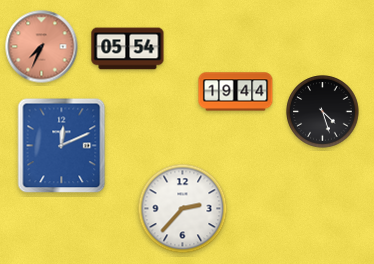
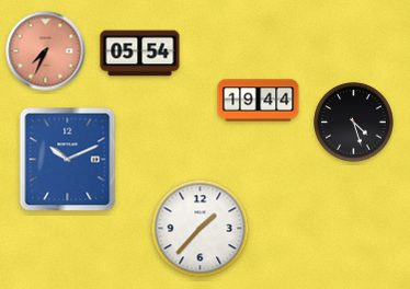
clock at (62, 146): 12:11 -> 10:11
clock at (183, 209): 2:37 -> 1:37
